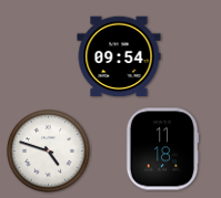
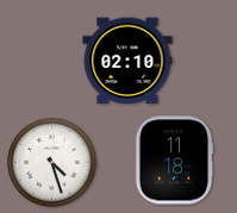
clock at (119, 56): 09:54 -> 02:10
clock at (49, 152): 4:48 -> 4:27
